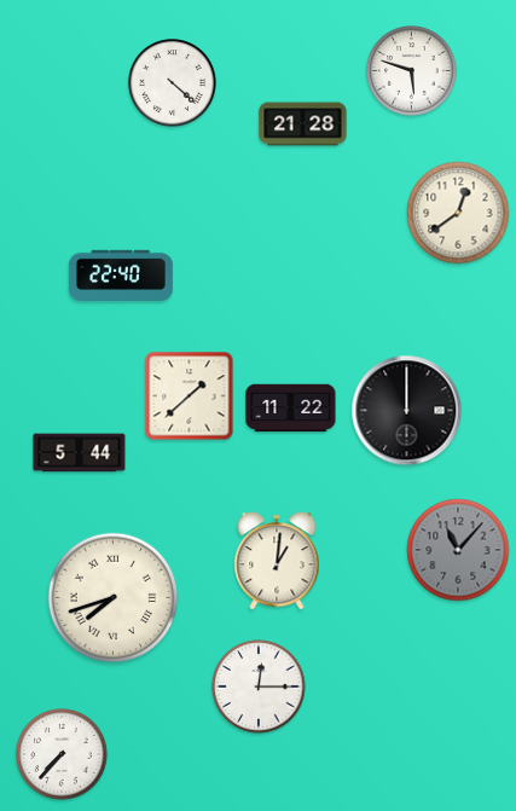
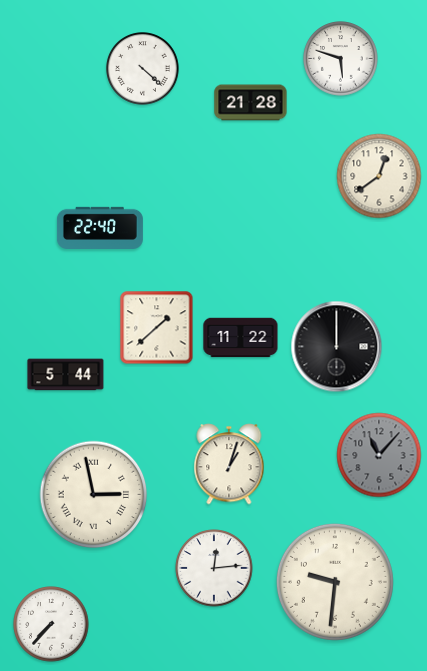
clock at (407, 411) position: (407, 411) -> (337, 347)
clock at (277, 561): 1:01 -> 1:03
clock at (114, 598): 7:42 -> 2:58
clock at (259, 687): 12:15 -> 12:14
clock at (335, 582): none -> 9:31
